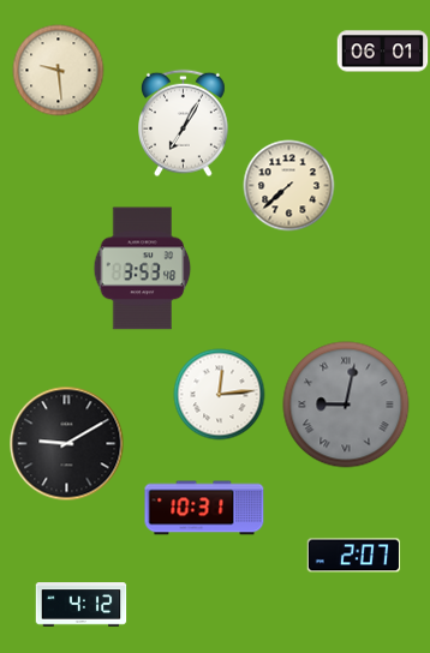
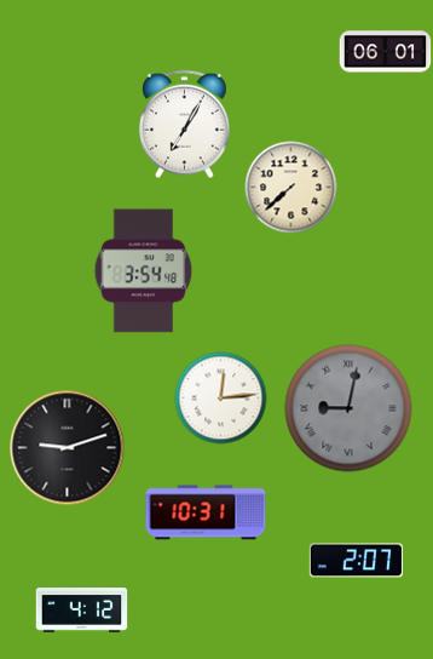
clock at (59, 71): 9:29 -> none
clock at (143, 269): 3:53 -> 3:54
clock at (67, 444): 9:10 -> 9:12
